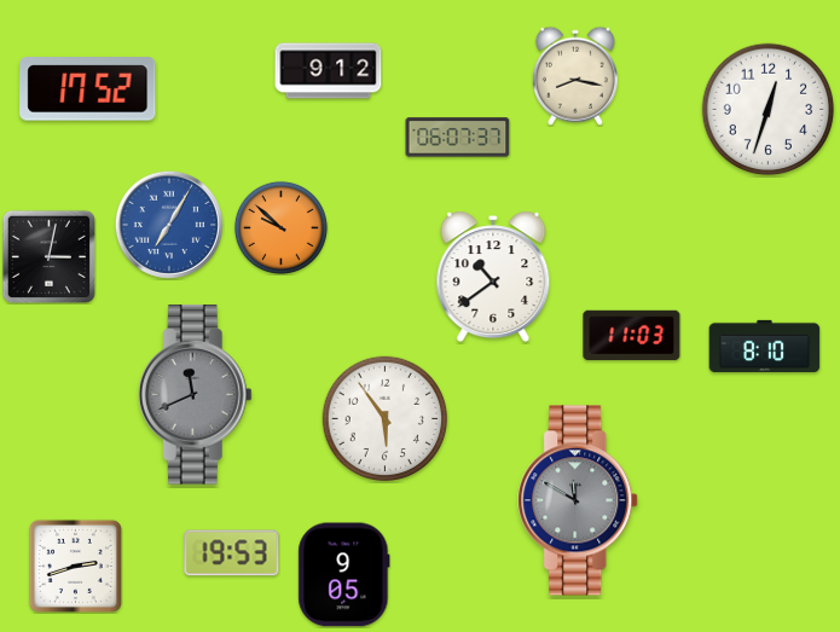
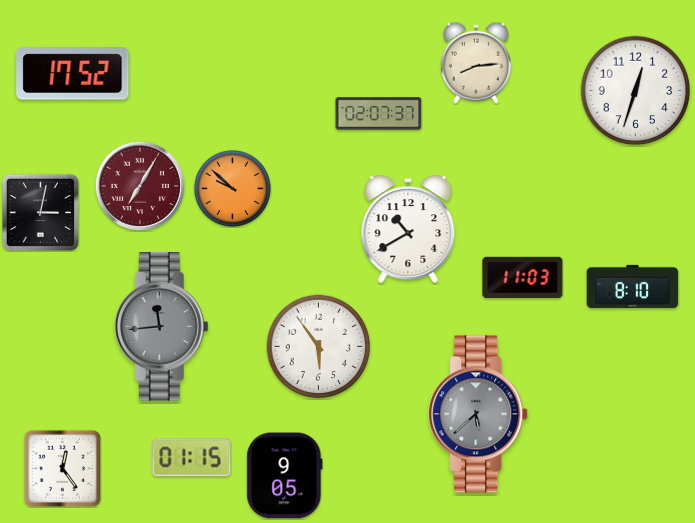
clock at (329, 71): 9:12 -> none
clock at (575, 76): 8:17 -> 8:14
clock at (458, 138): 06:07 -> 02:07
clock at (169, 225) dial: blue -> burgundy
clock at (493, 277): 10:39 -> 10:40
clock at (195, 395): 11:41 -> 11:44
clock at (579, 500): 11:50 -> 5:38
clock at (232, 553): 19:53 -> 01:15
clock at (75, 566): 2:42 -> 12:24
